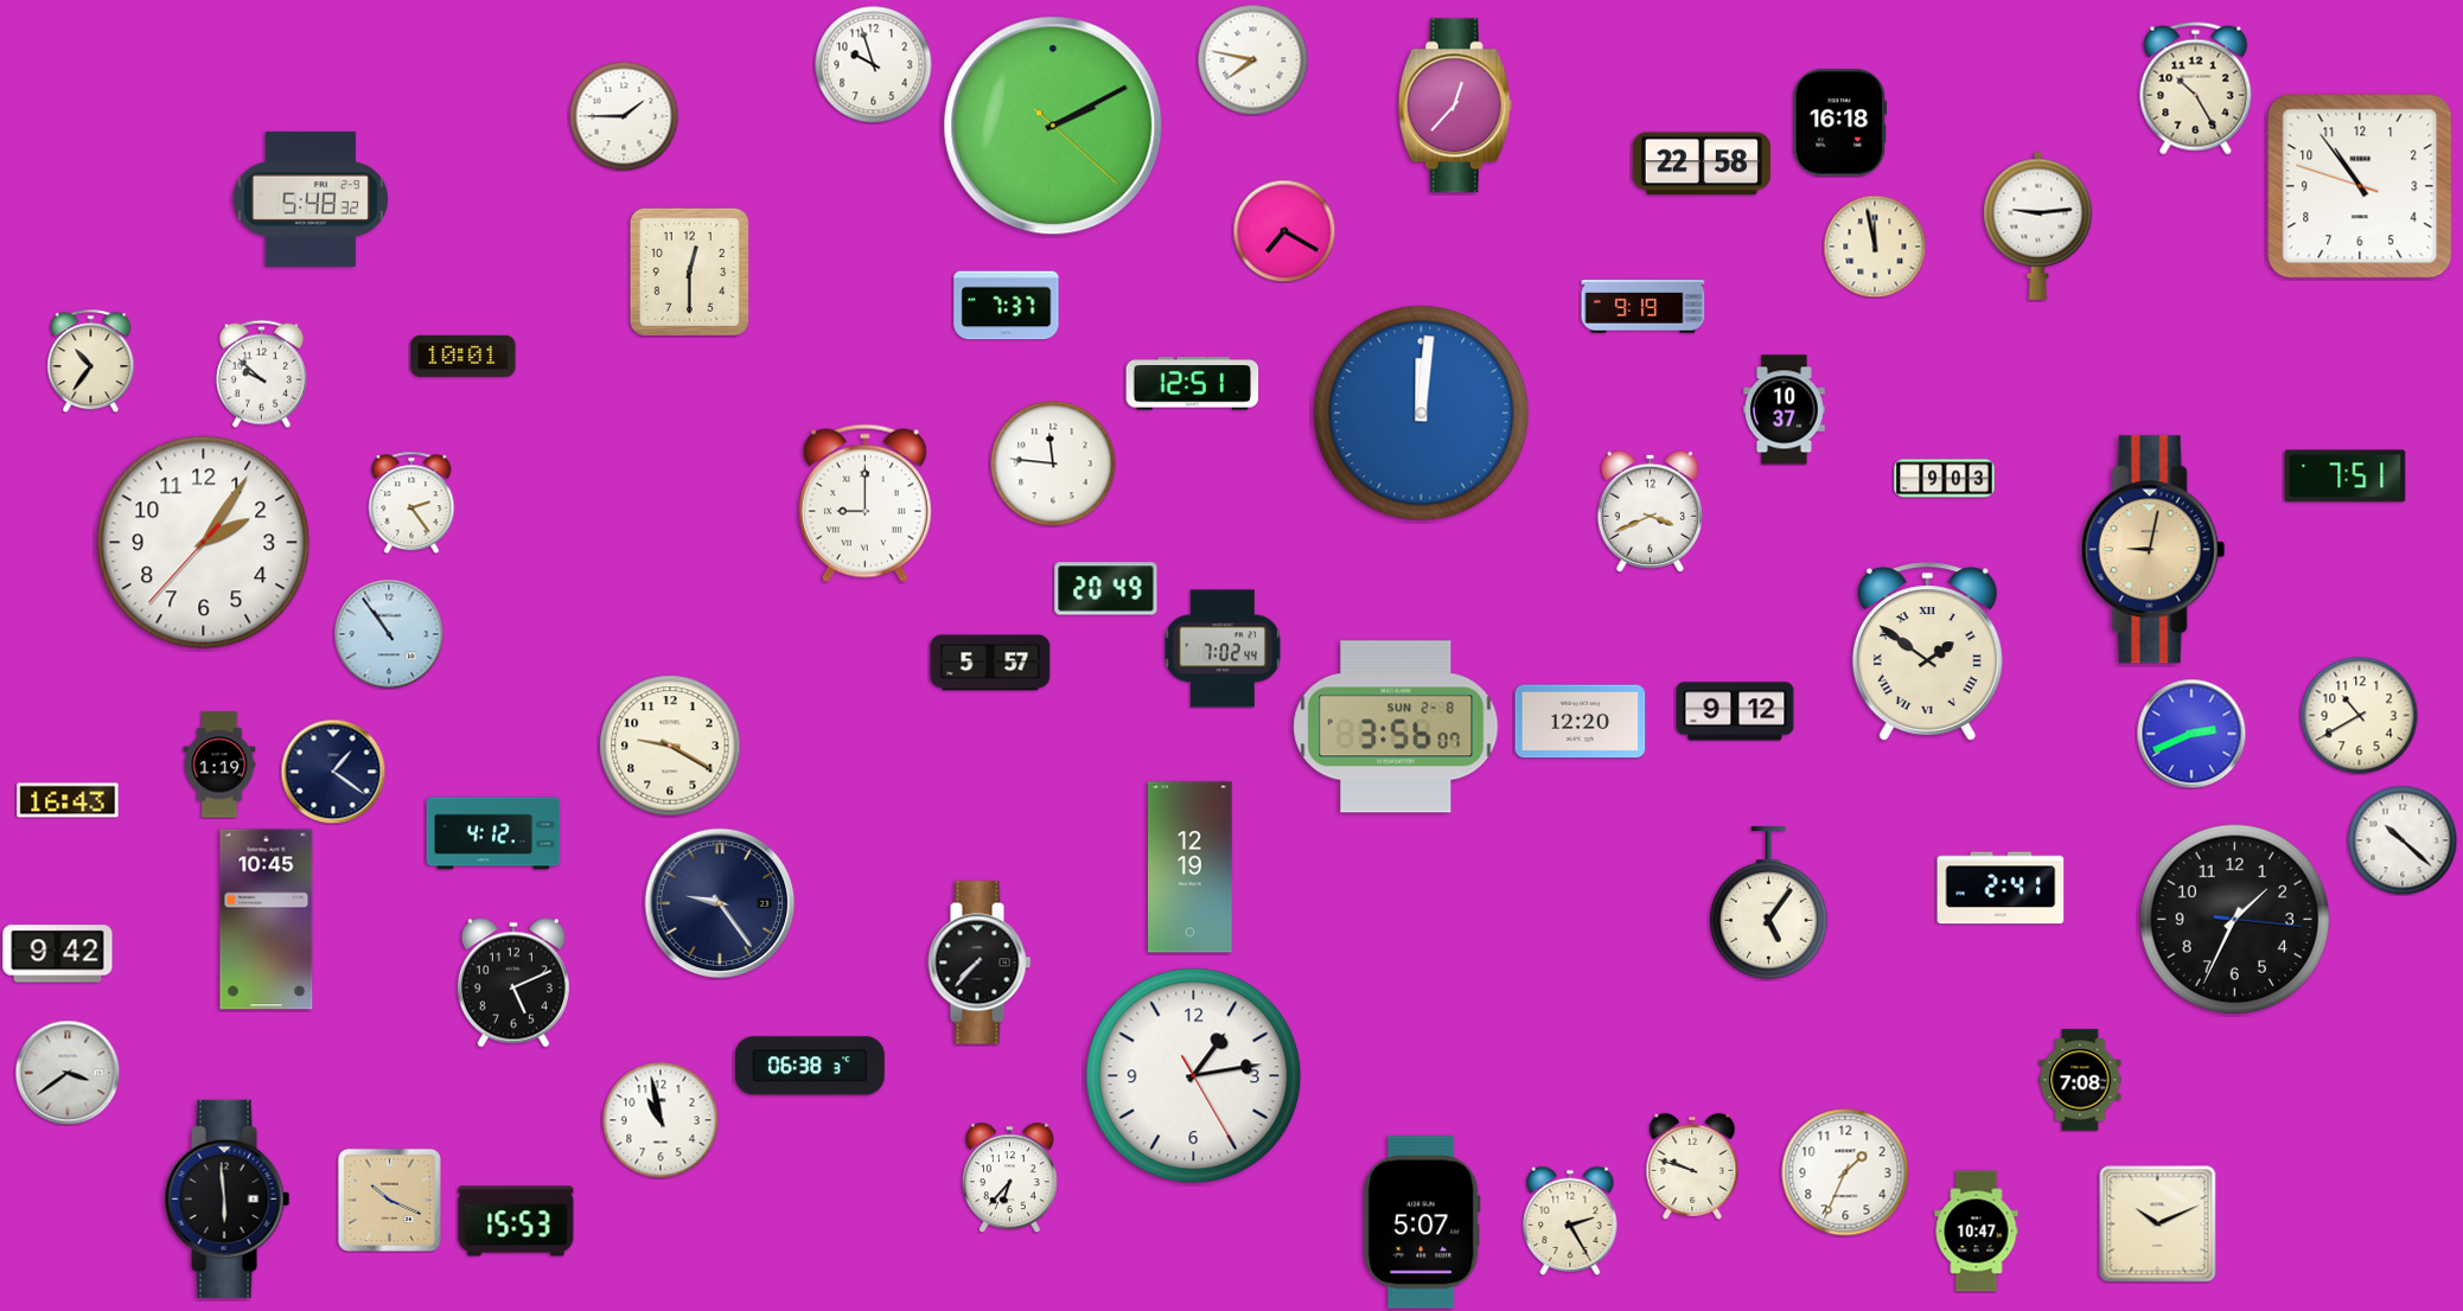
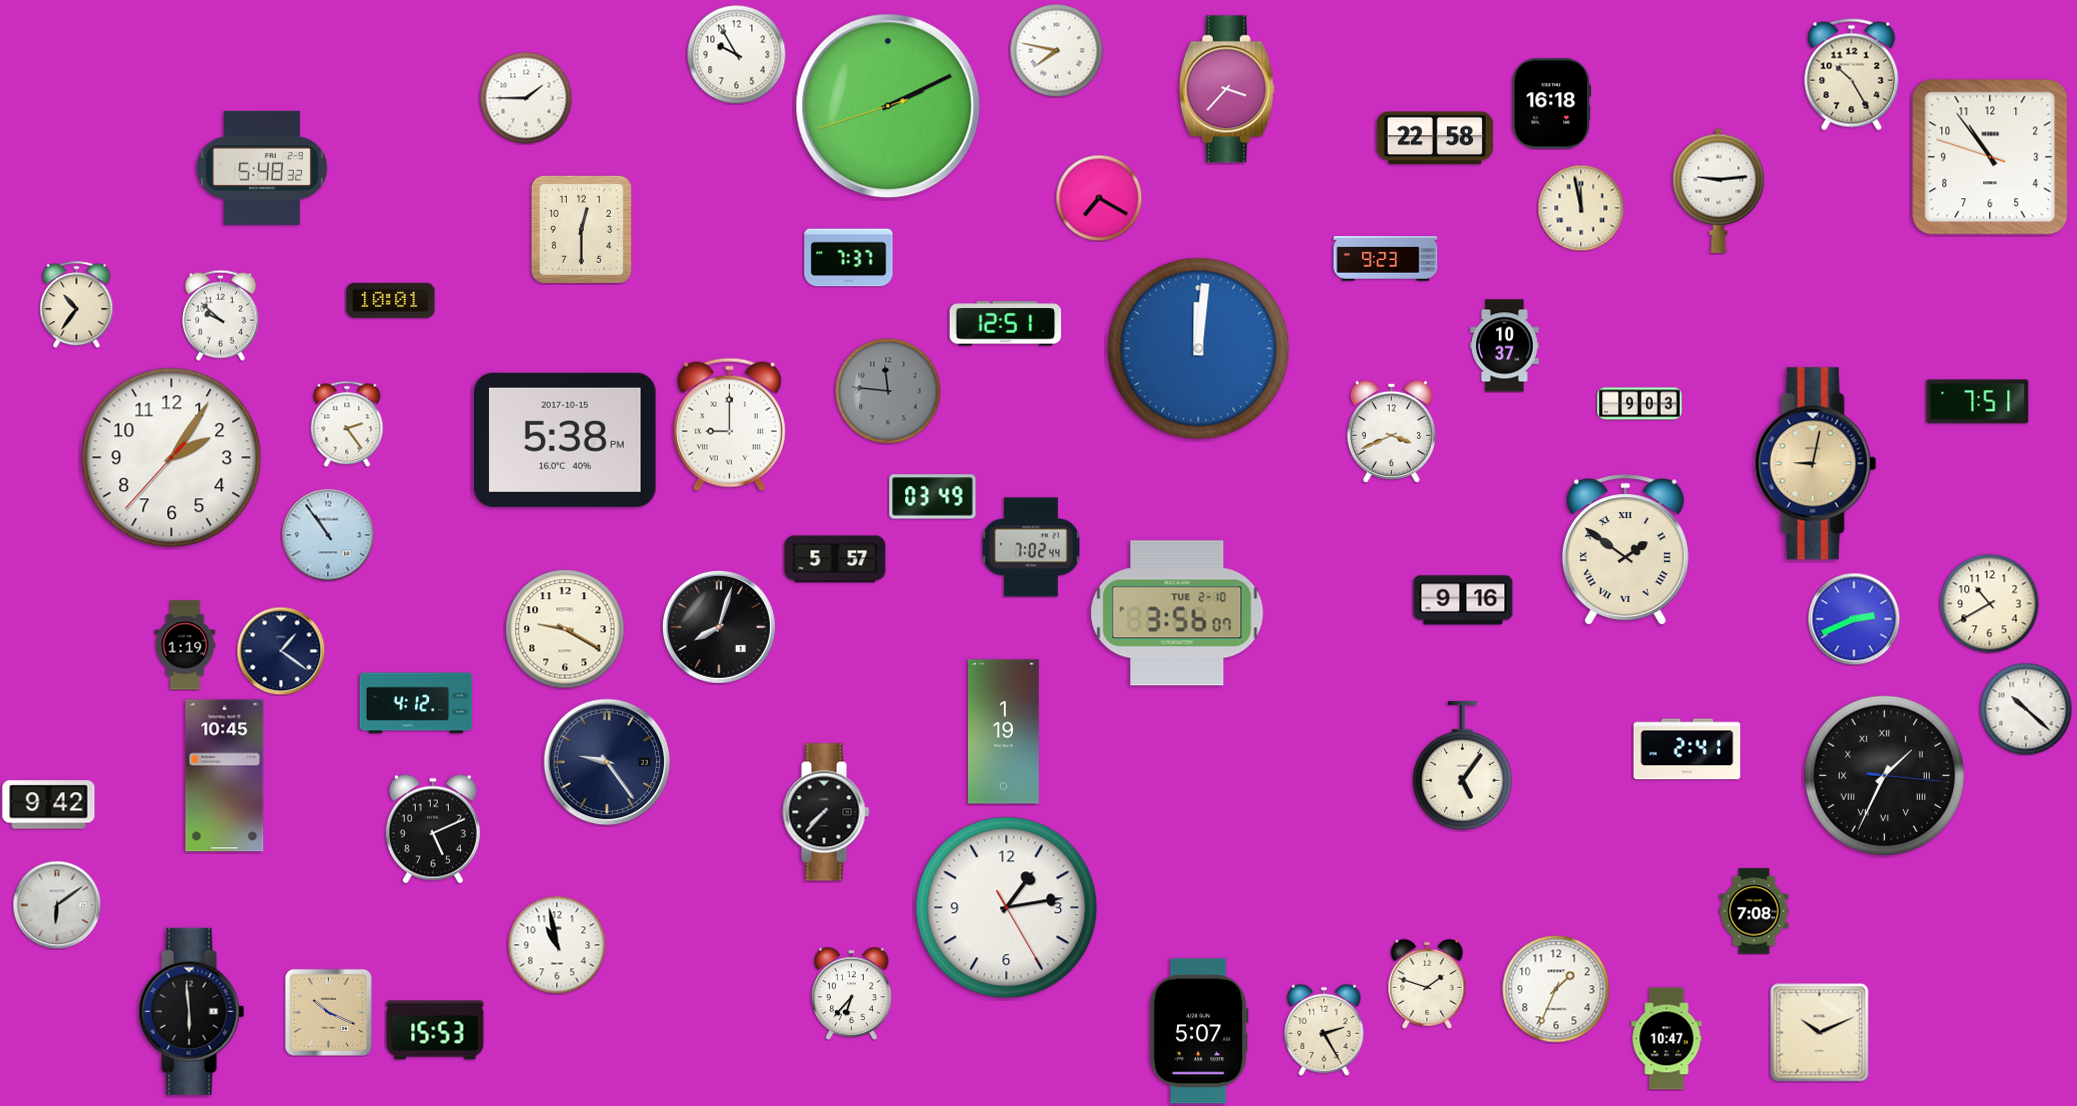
clock at (874, 65): 9:57 -> 9:55
clock at (1455, 105): 12:37 -> 3:37
clock at (1053, 126): 2:10:22 -> 2:10:42
clock at (1284, 231) position: (1284, 231) -> (1099, 198)
clock at (1644, 307): 9:19 -> 9:23
clock at (1053, 463) dial: white -> grey
clock at (565, 440): none -> 5:38
clock at (1106, 589): 20:49 -> 03:49
clock at (1735, 711): 9:12 -> 9:16
clock at (1581, 722): 12:20 -> none
clock at (1396, 727) date: SUN 2-8 -> TUE 2-10
clock at (2191, 734) position: (2191, 734) -> (1854, 619)
clock at (719, 627): none -> 8:03
clock at (68, 800): 16:43 -> none
clock at (1191, 868): 12:19 -> 1:19
clock at (1768, 903) position: (1768, 903) -> (1462, 766)
clock at (2234, 919) numerals: Arabic -> Roman
clock at (810, 1066): 06:38 -> none
clock at (68, 1073): 3:39 -> 6:09
clock at (1692, 1166): 9:48 -> 1:48
